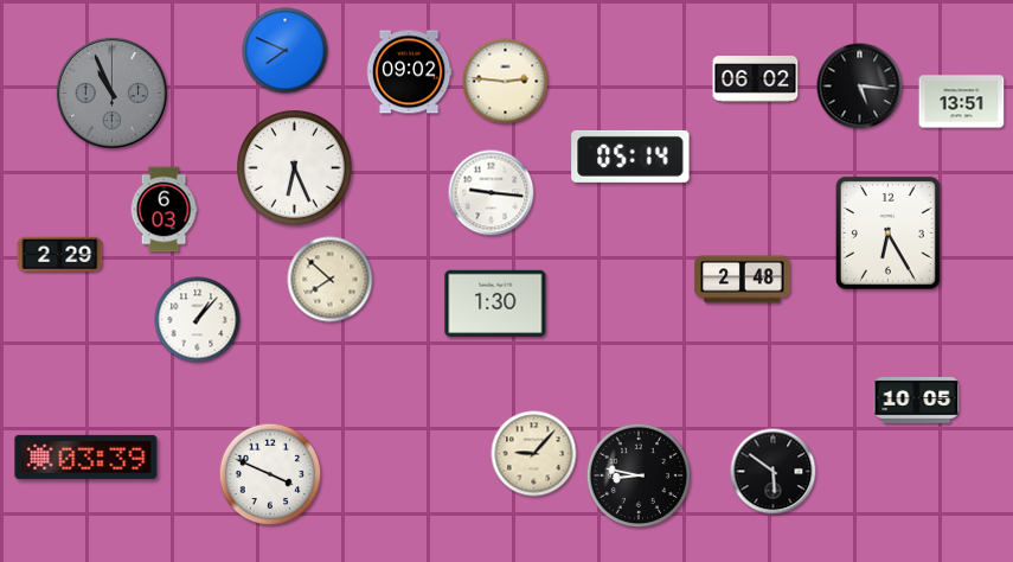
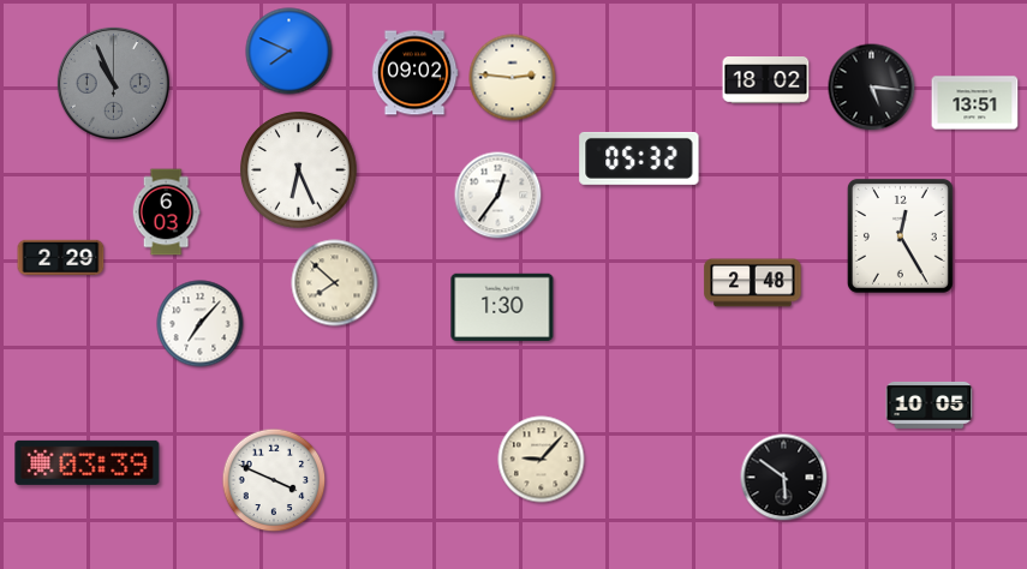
clock at (756, 79): 06:02 -> 18:02
clock at (506, 82) position: (506, 82) -> (513, 78)
clock at (111, 92) position: (111, 92) -> (113, 83)
clock at (630, 157): 05:14 -> 05:32
clock at (492, 193): 9:16 -> 12:36
clock at (887, 232): 6:25 -> 12:25
clock at (198, 320): 1:07 -> 7:07
clock at (639, 475): 8:47 -> none
